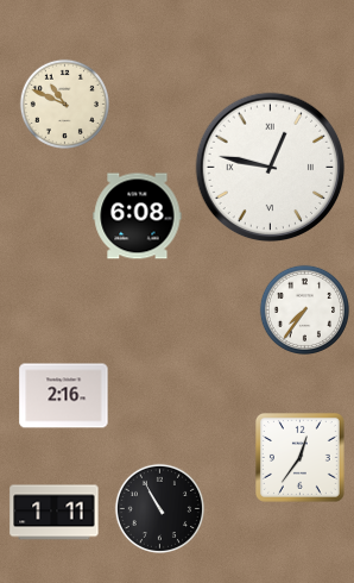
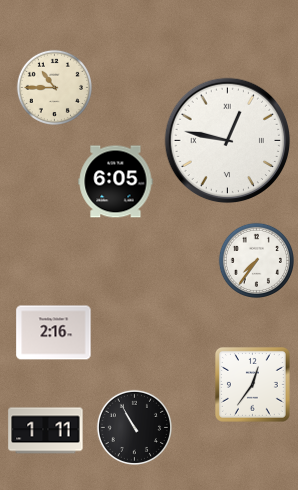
clock at (64, 104): 10:49 -> 10:45
clock at (138, 217): 6:08 -> 6:05
